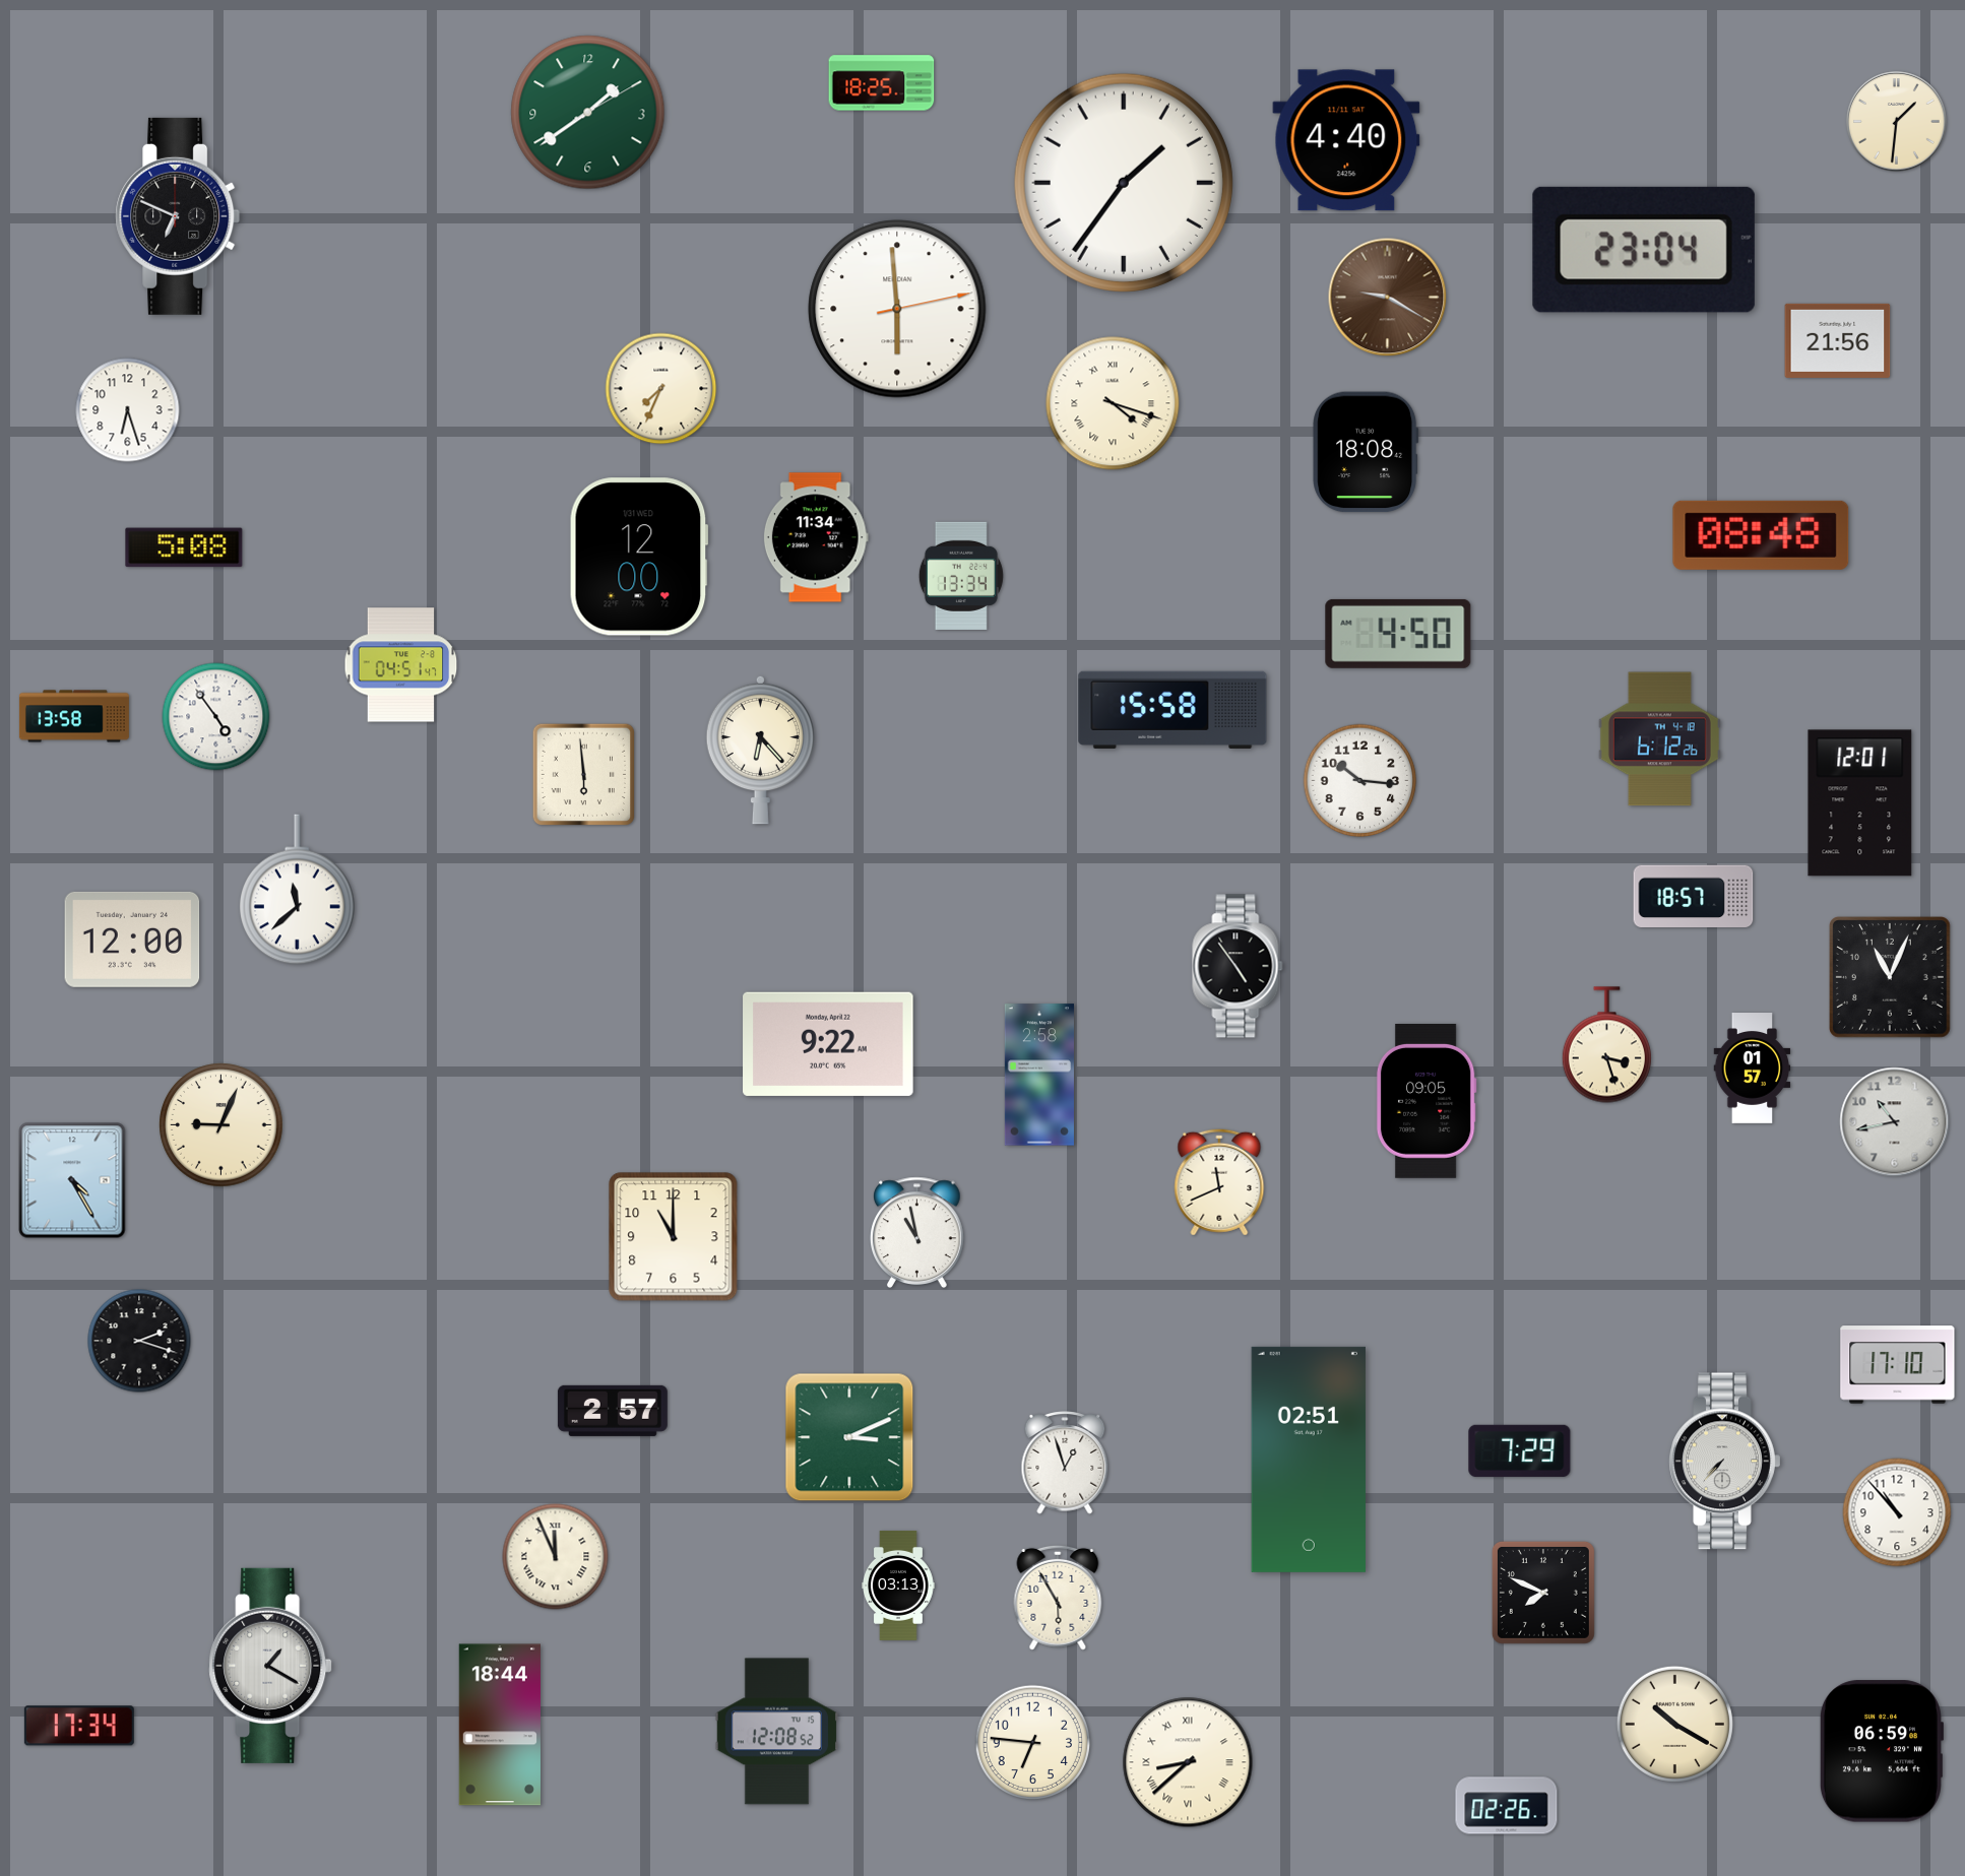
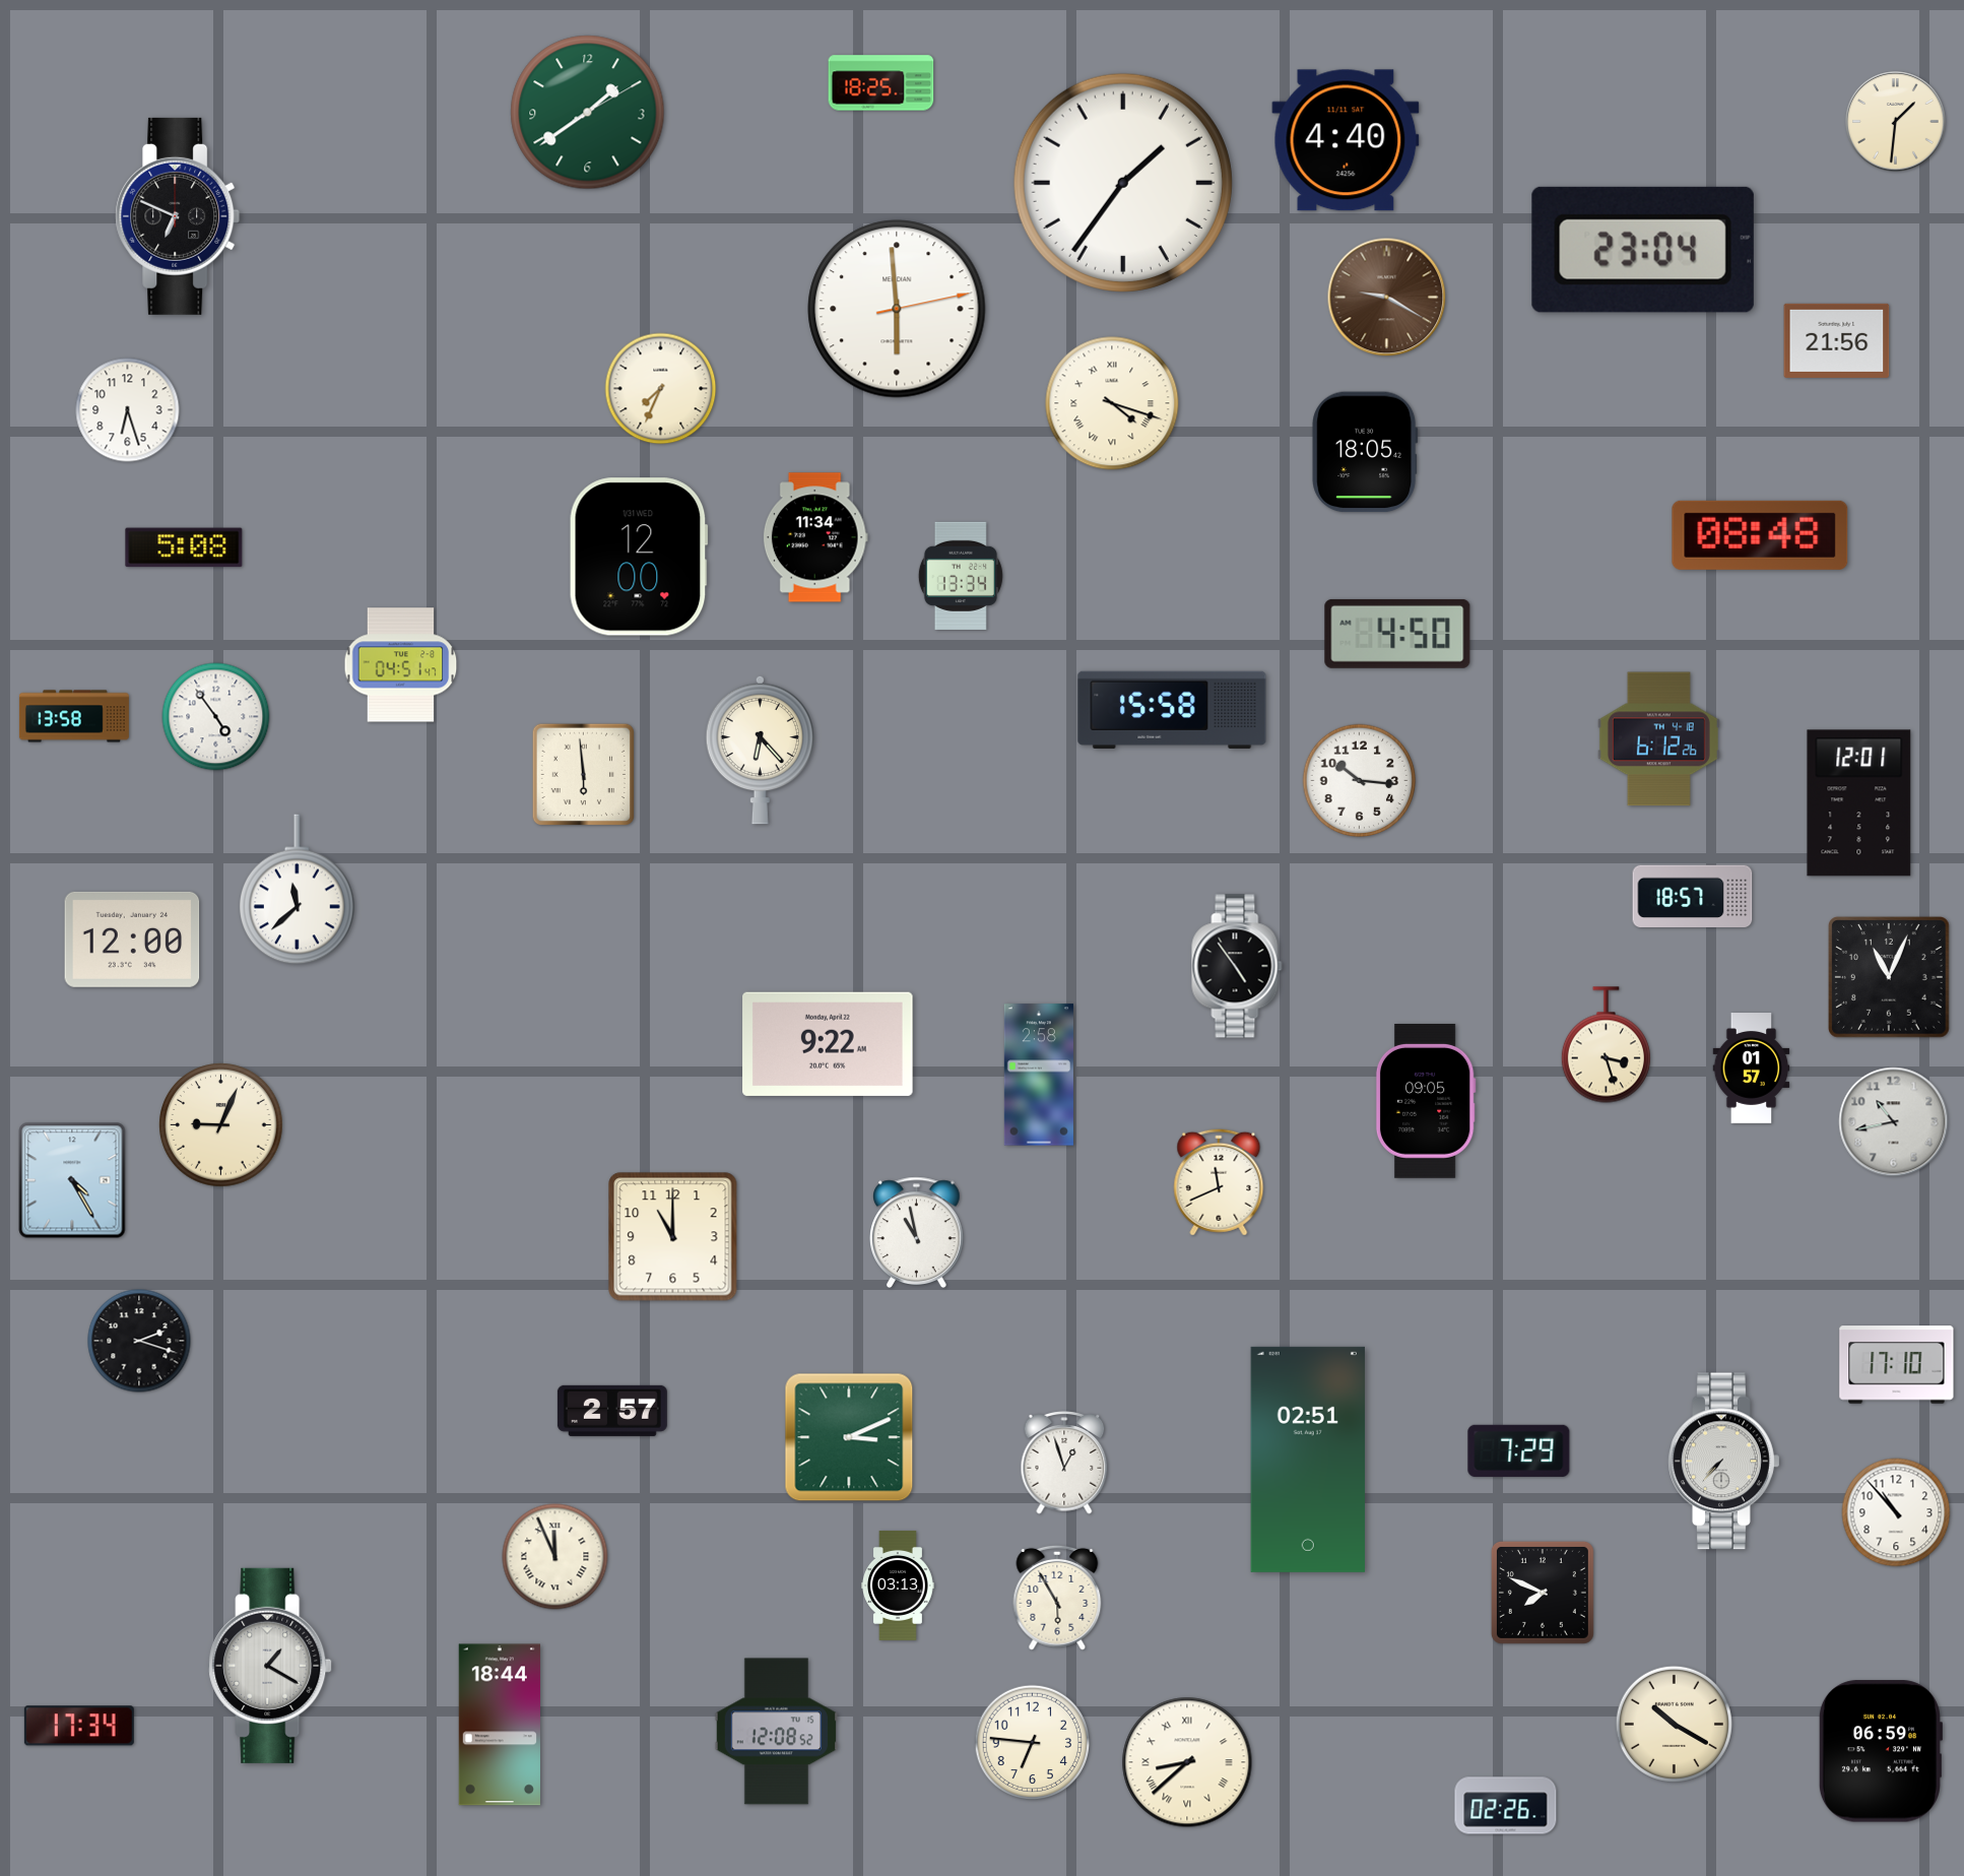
clock at (1366, 452): 18:08 -> 18:05
